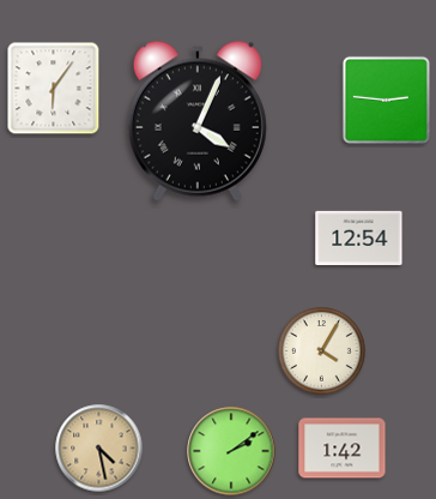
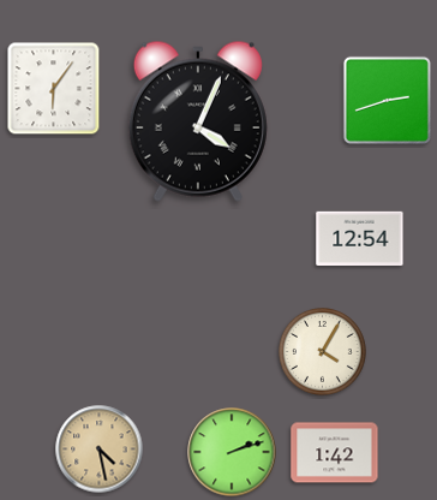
clock at (386, 100): 2:46 -> 2:42
clock at (343, 449) position: (343, 449) -> (335, 453)
clock at (231, 451): 2:09 -> 2:12
